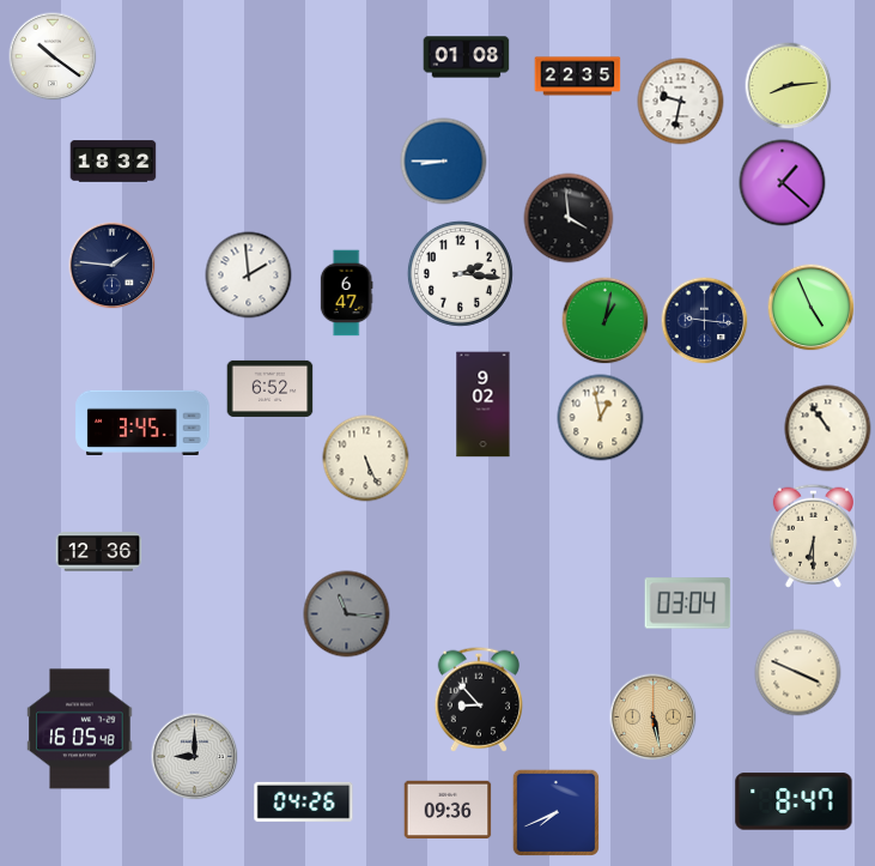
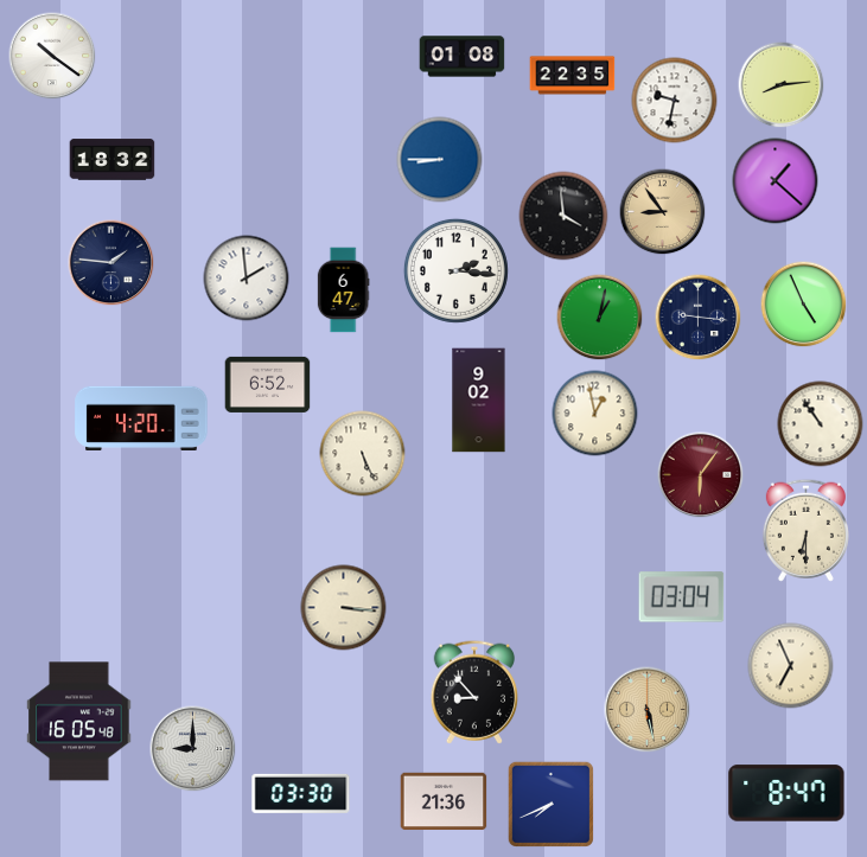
clock at (663, 212): none -> 8:54
clock at (249, 275) position: (249, 275) -> (247, 279)
clock at (142, 422): 3:45 -> 4:20
clock at (701, 475): none -> 6:06
clock at (99, 552): 12:36 -> none
clock at (347, 614): 11:16 -> 3:16
clock at (347, 614) dial: grey -> cream
clock at (798, 673): 3:49 -> 6:56
clock at (304, 801): 04:26 -> 03:30
clock at (448, 810): 09:36 -> 21:36
